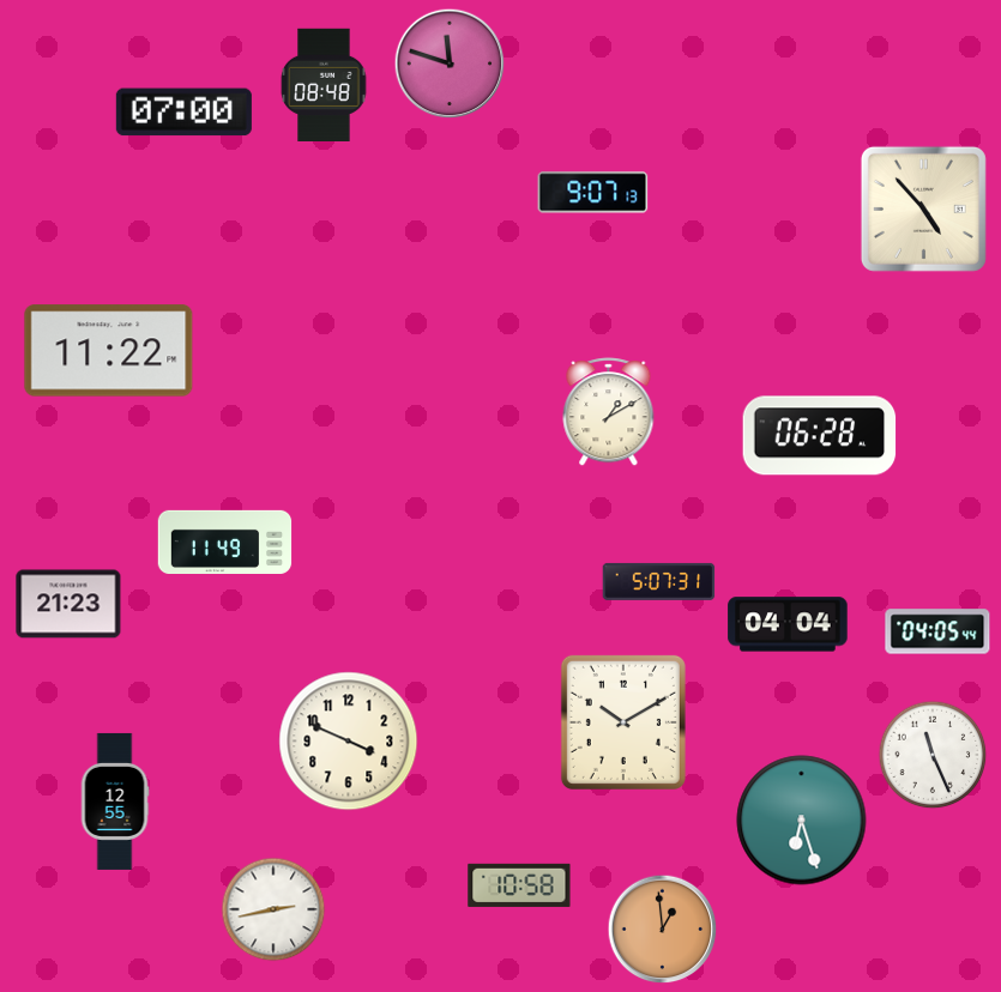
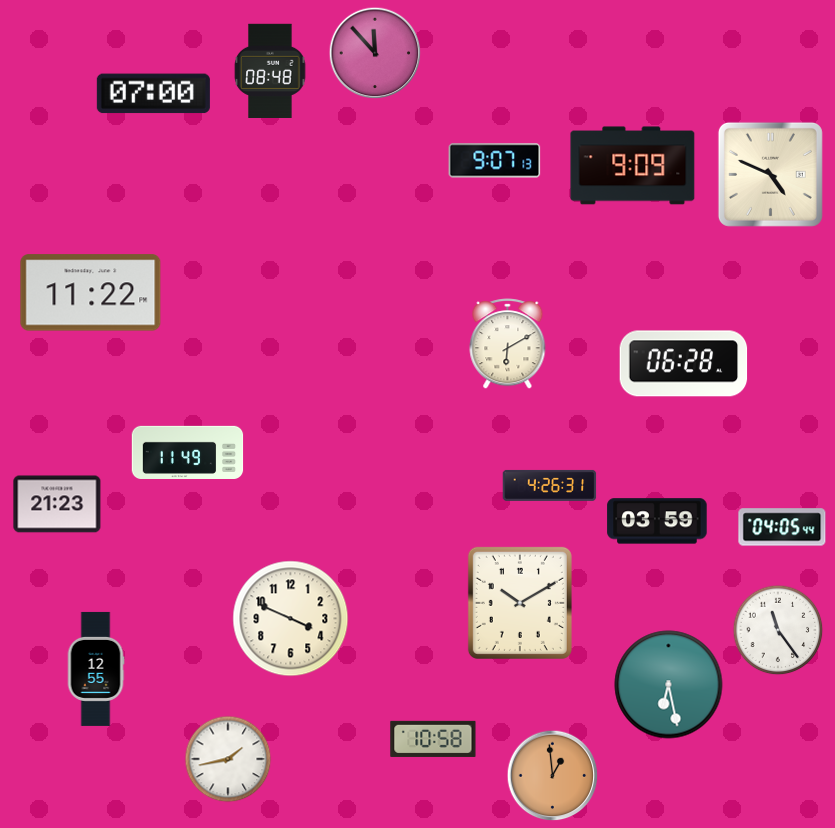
clock at (450, 63): 11:48 -> 11:53
clock at (633, 166): none -> 9:09
clock at (923, 208): 4:53 -> 4:49
clock at (609, 412): 1:10 -> 6:10
clock at (659, 581): 5:07 -> 4:26
clock at (788, 624): 04:04 -> 03:59
clock at (933, 755): 11:26 -> 11:24
clock at (802, 821): 6:27 -> 6:28
clock at (273, 909): 2:43 -> 1:43
